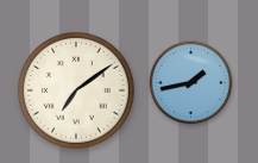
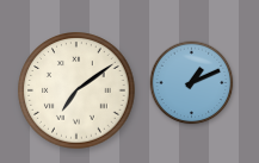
clock at (191, 83): 1:43 -> 1:11
